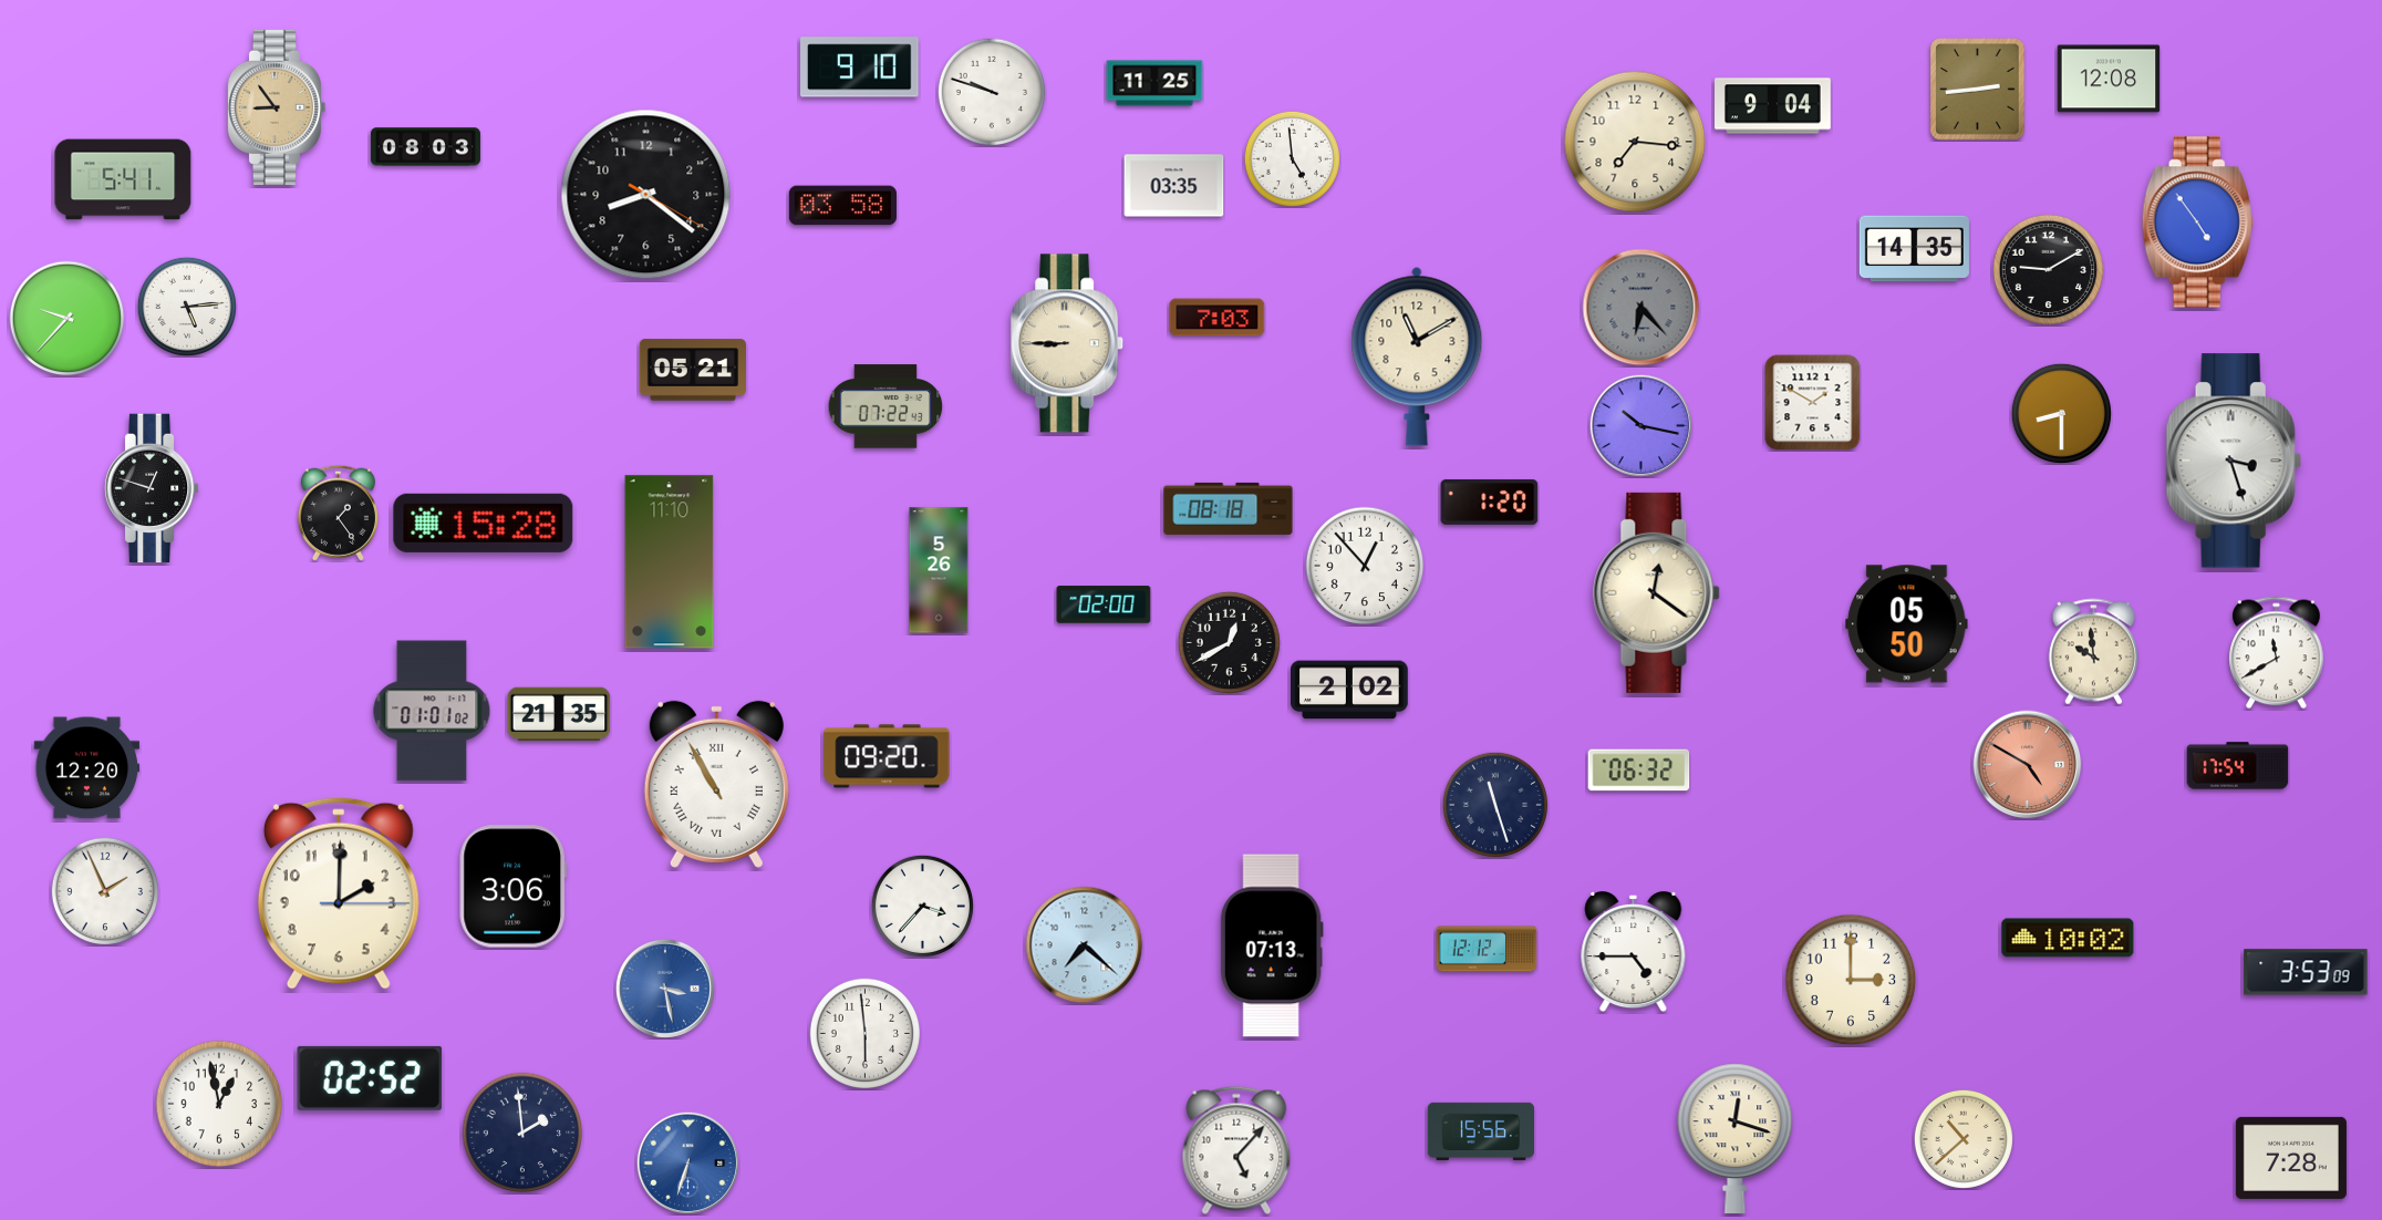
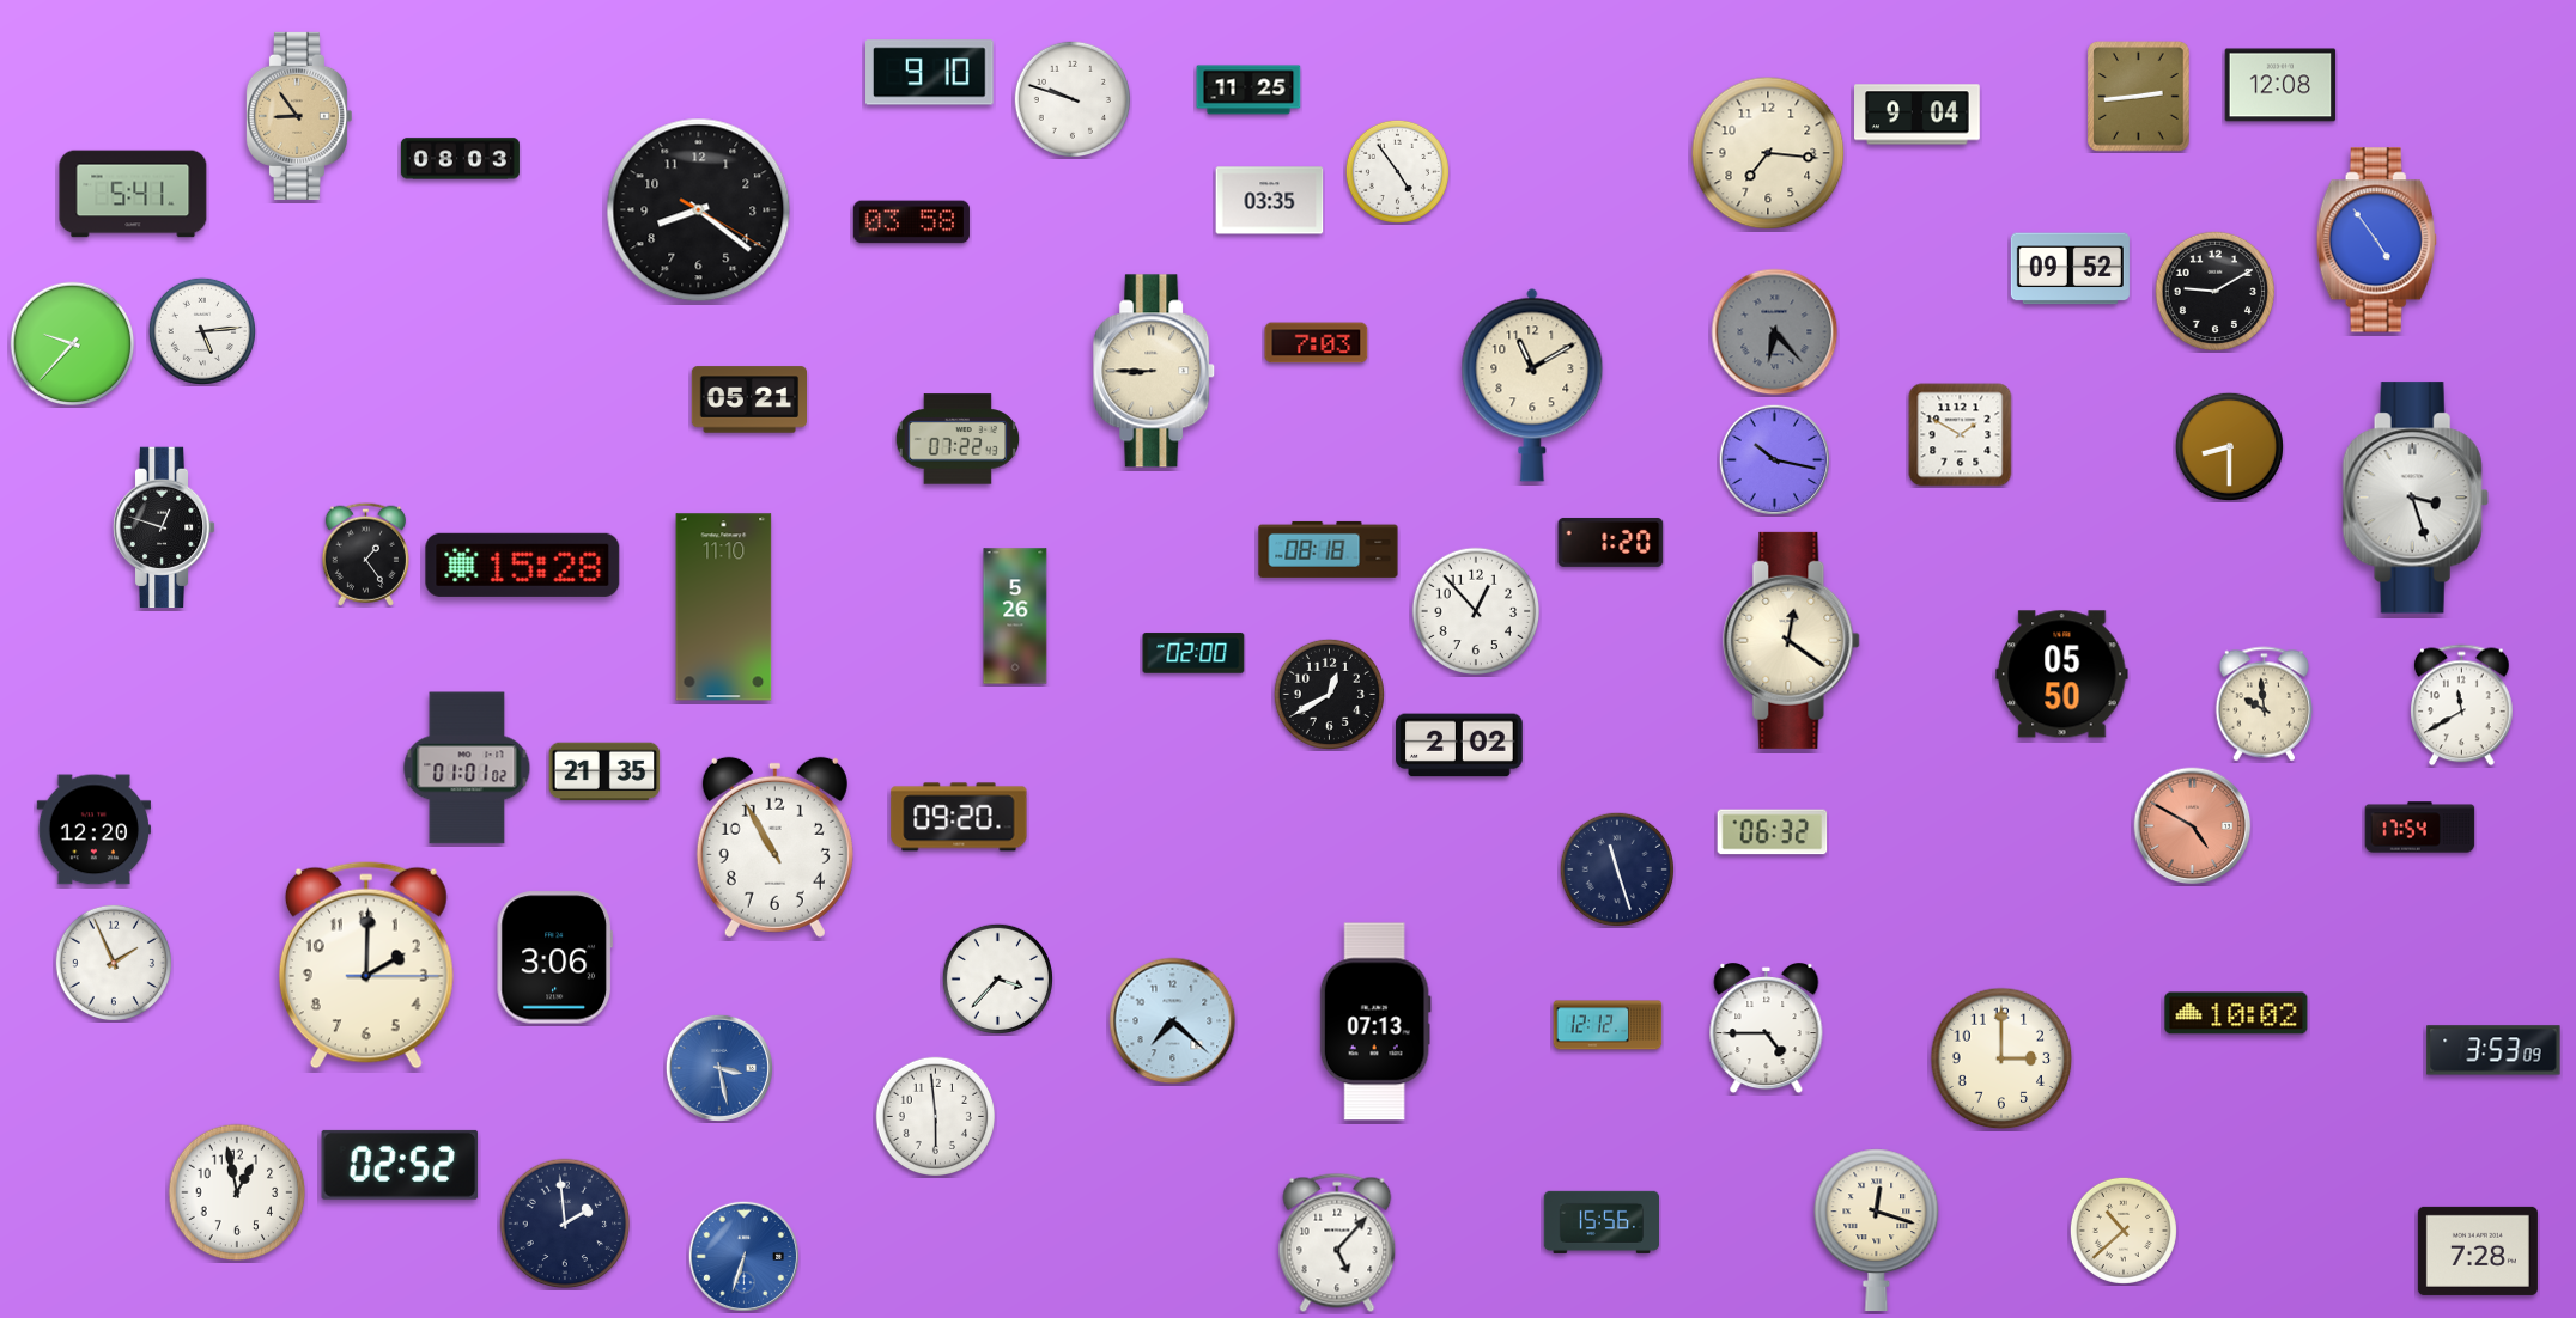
clock at (1292, 158): 4:59 -> 4:54
clock at (1914, 249): 14:35 -> 09:52
clock at (716, 784) numerals: Roman -> Arabic
